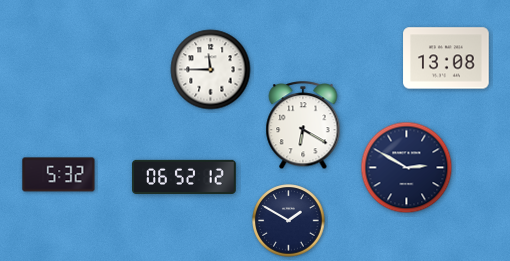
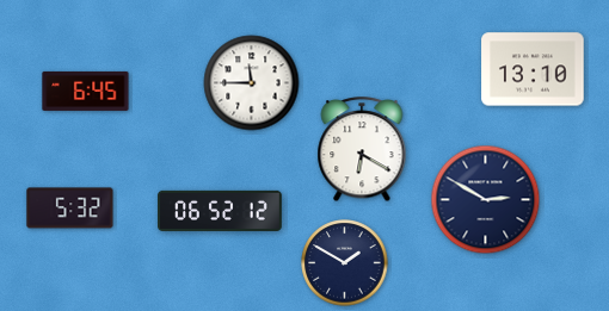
clock at (446, 58): 13:08 -> 13:10
clock at (86, 91): none -> 6:45
